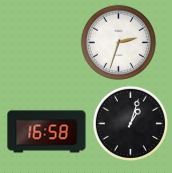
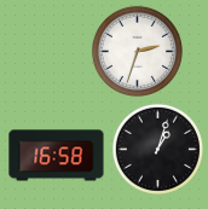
clock at (118, 42) position: (118, 42) -> (137, 51)
clock at (47, 132) position: (47, 132) -> (57, 156)
